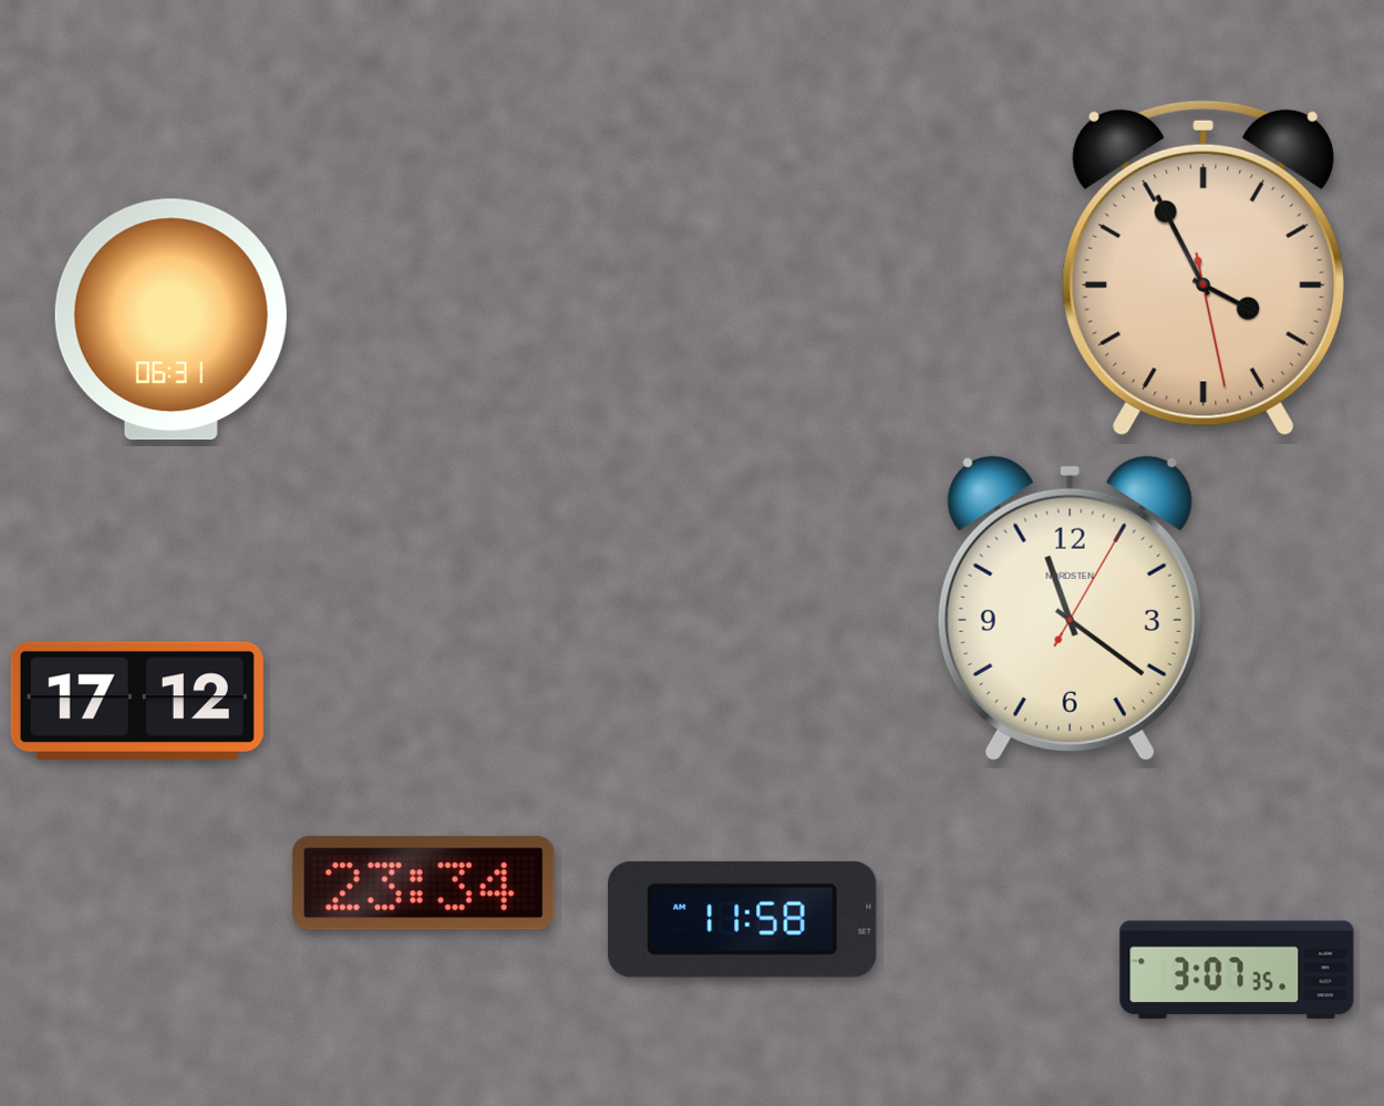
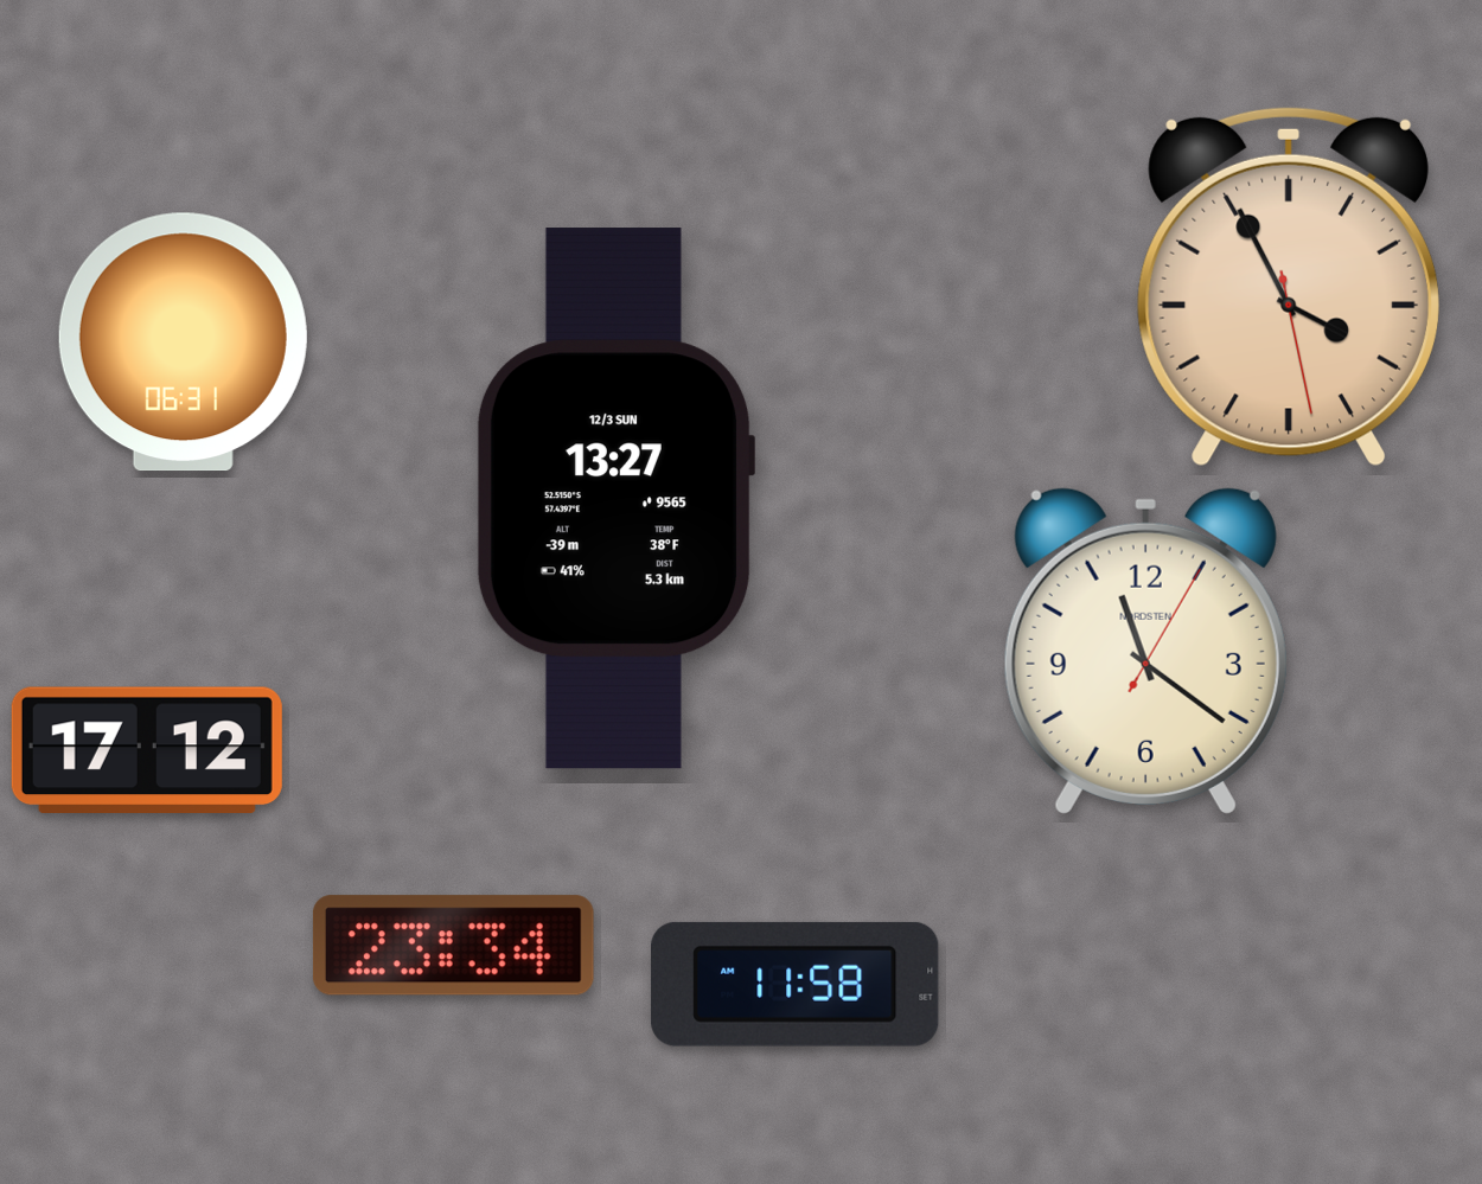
clock at (615, 499): none -> 13:27
clock at (1237, 970): 3:07 -> none
